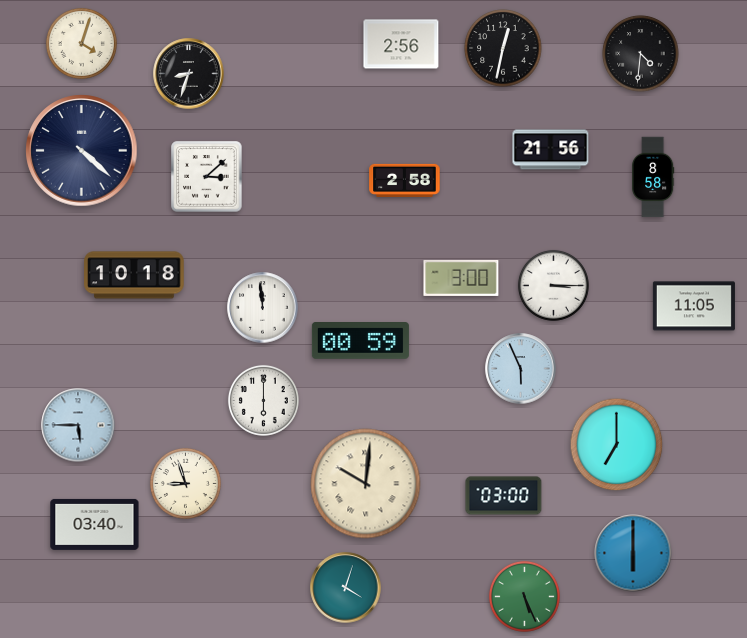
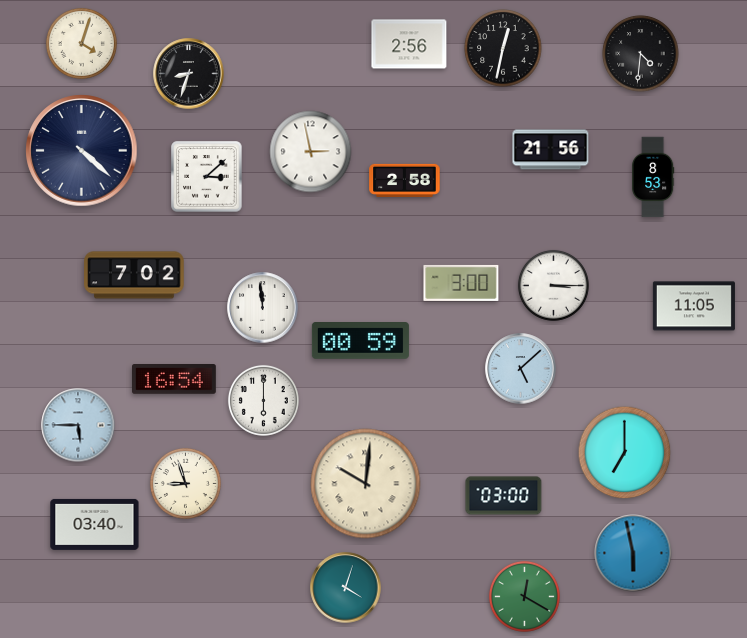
clock at (401, 44) position: (401, 44) -> (409, 44)
clock at (311, 152): none -> 2:58
clock at (653, 177): 8:58 -> 8:53
clock at (134, 275): 10:18 -> 7:02
clock at (461, 278) position: (461, 278) -> (461, 283)
clock at (521, 369): 5:56 -> 5:08
clock at (175, 379): none -> 16:54
clock at (617, 445) position: (617, 445) -> (625, 453)
clock at (633, 553): 6:00 -> 5:58
clock at (524, 596): 5:26 -> 12:20
